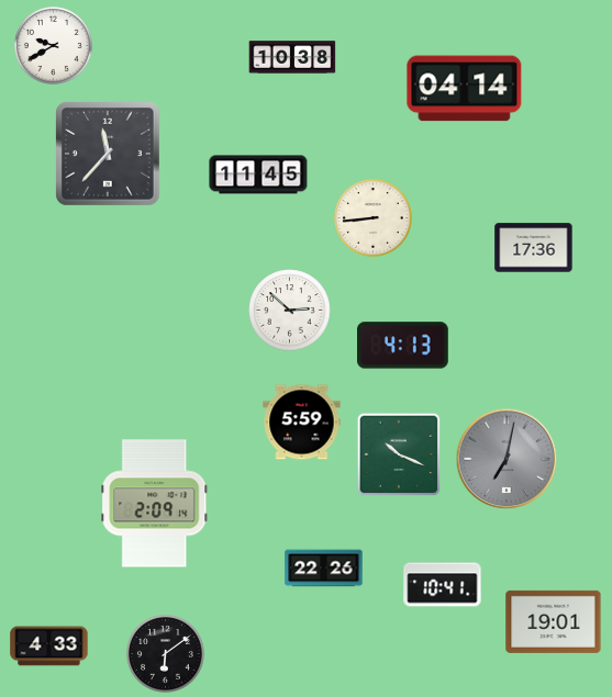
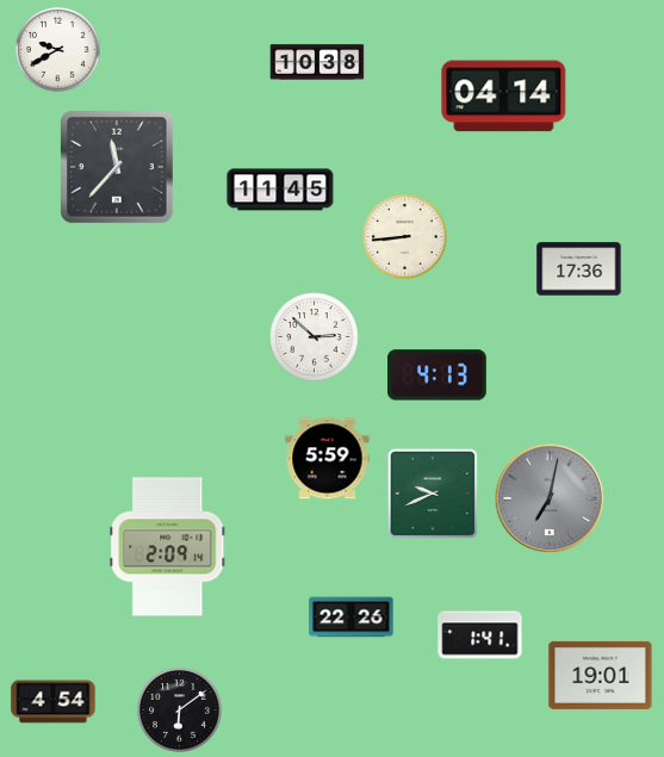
clock at (399, 454): 10:19 -> 9:41
clock at (443, 585): 10:41 -> 1:41
clock at (49, 647): 4:33 -> 4:54
